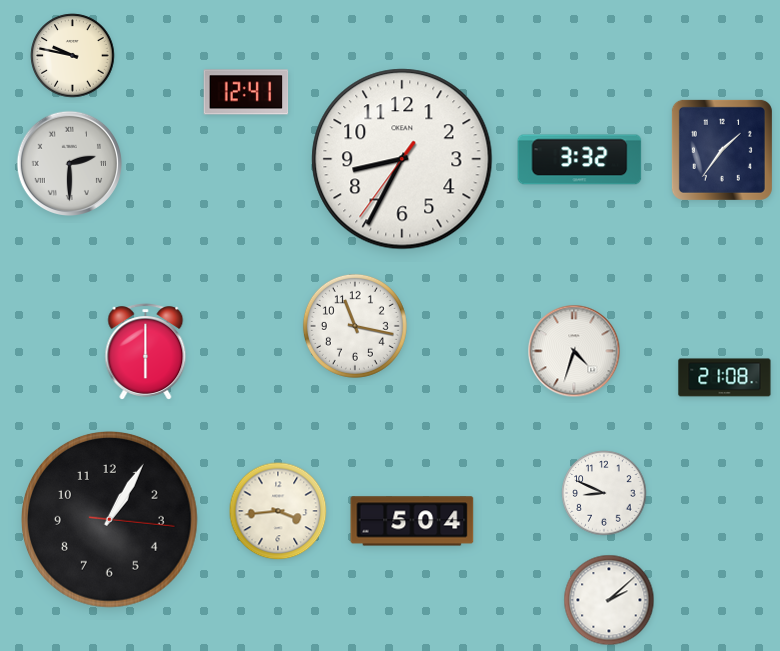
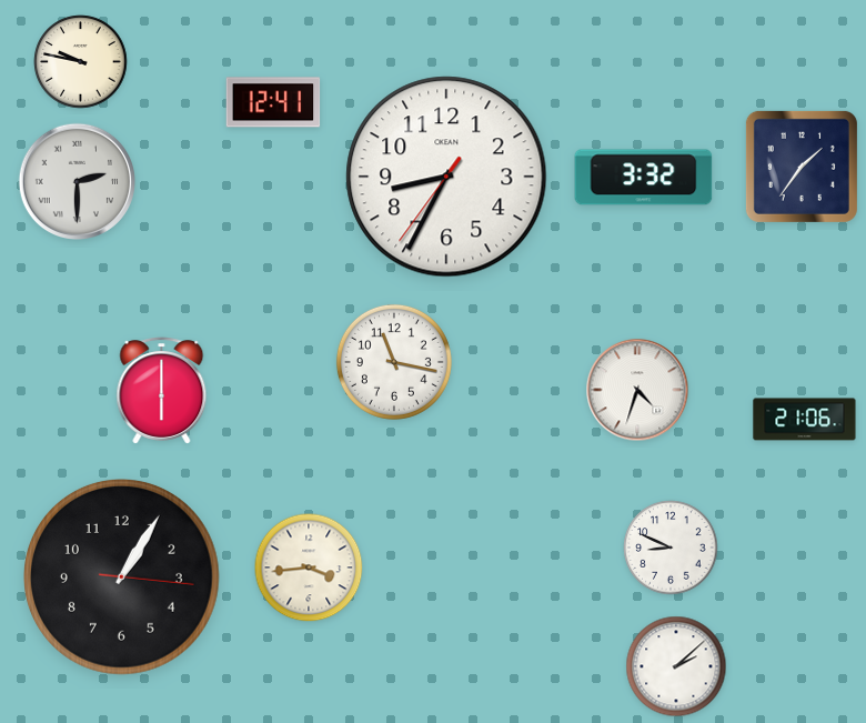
clock at (725, 378): 21:08 -> 21:06
clock at (412, 521): 5:04 -> none
